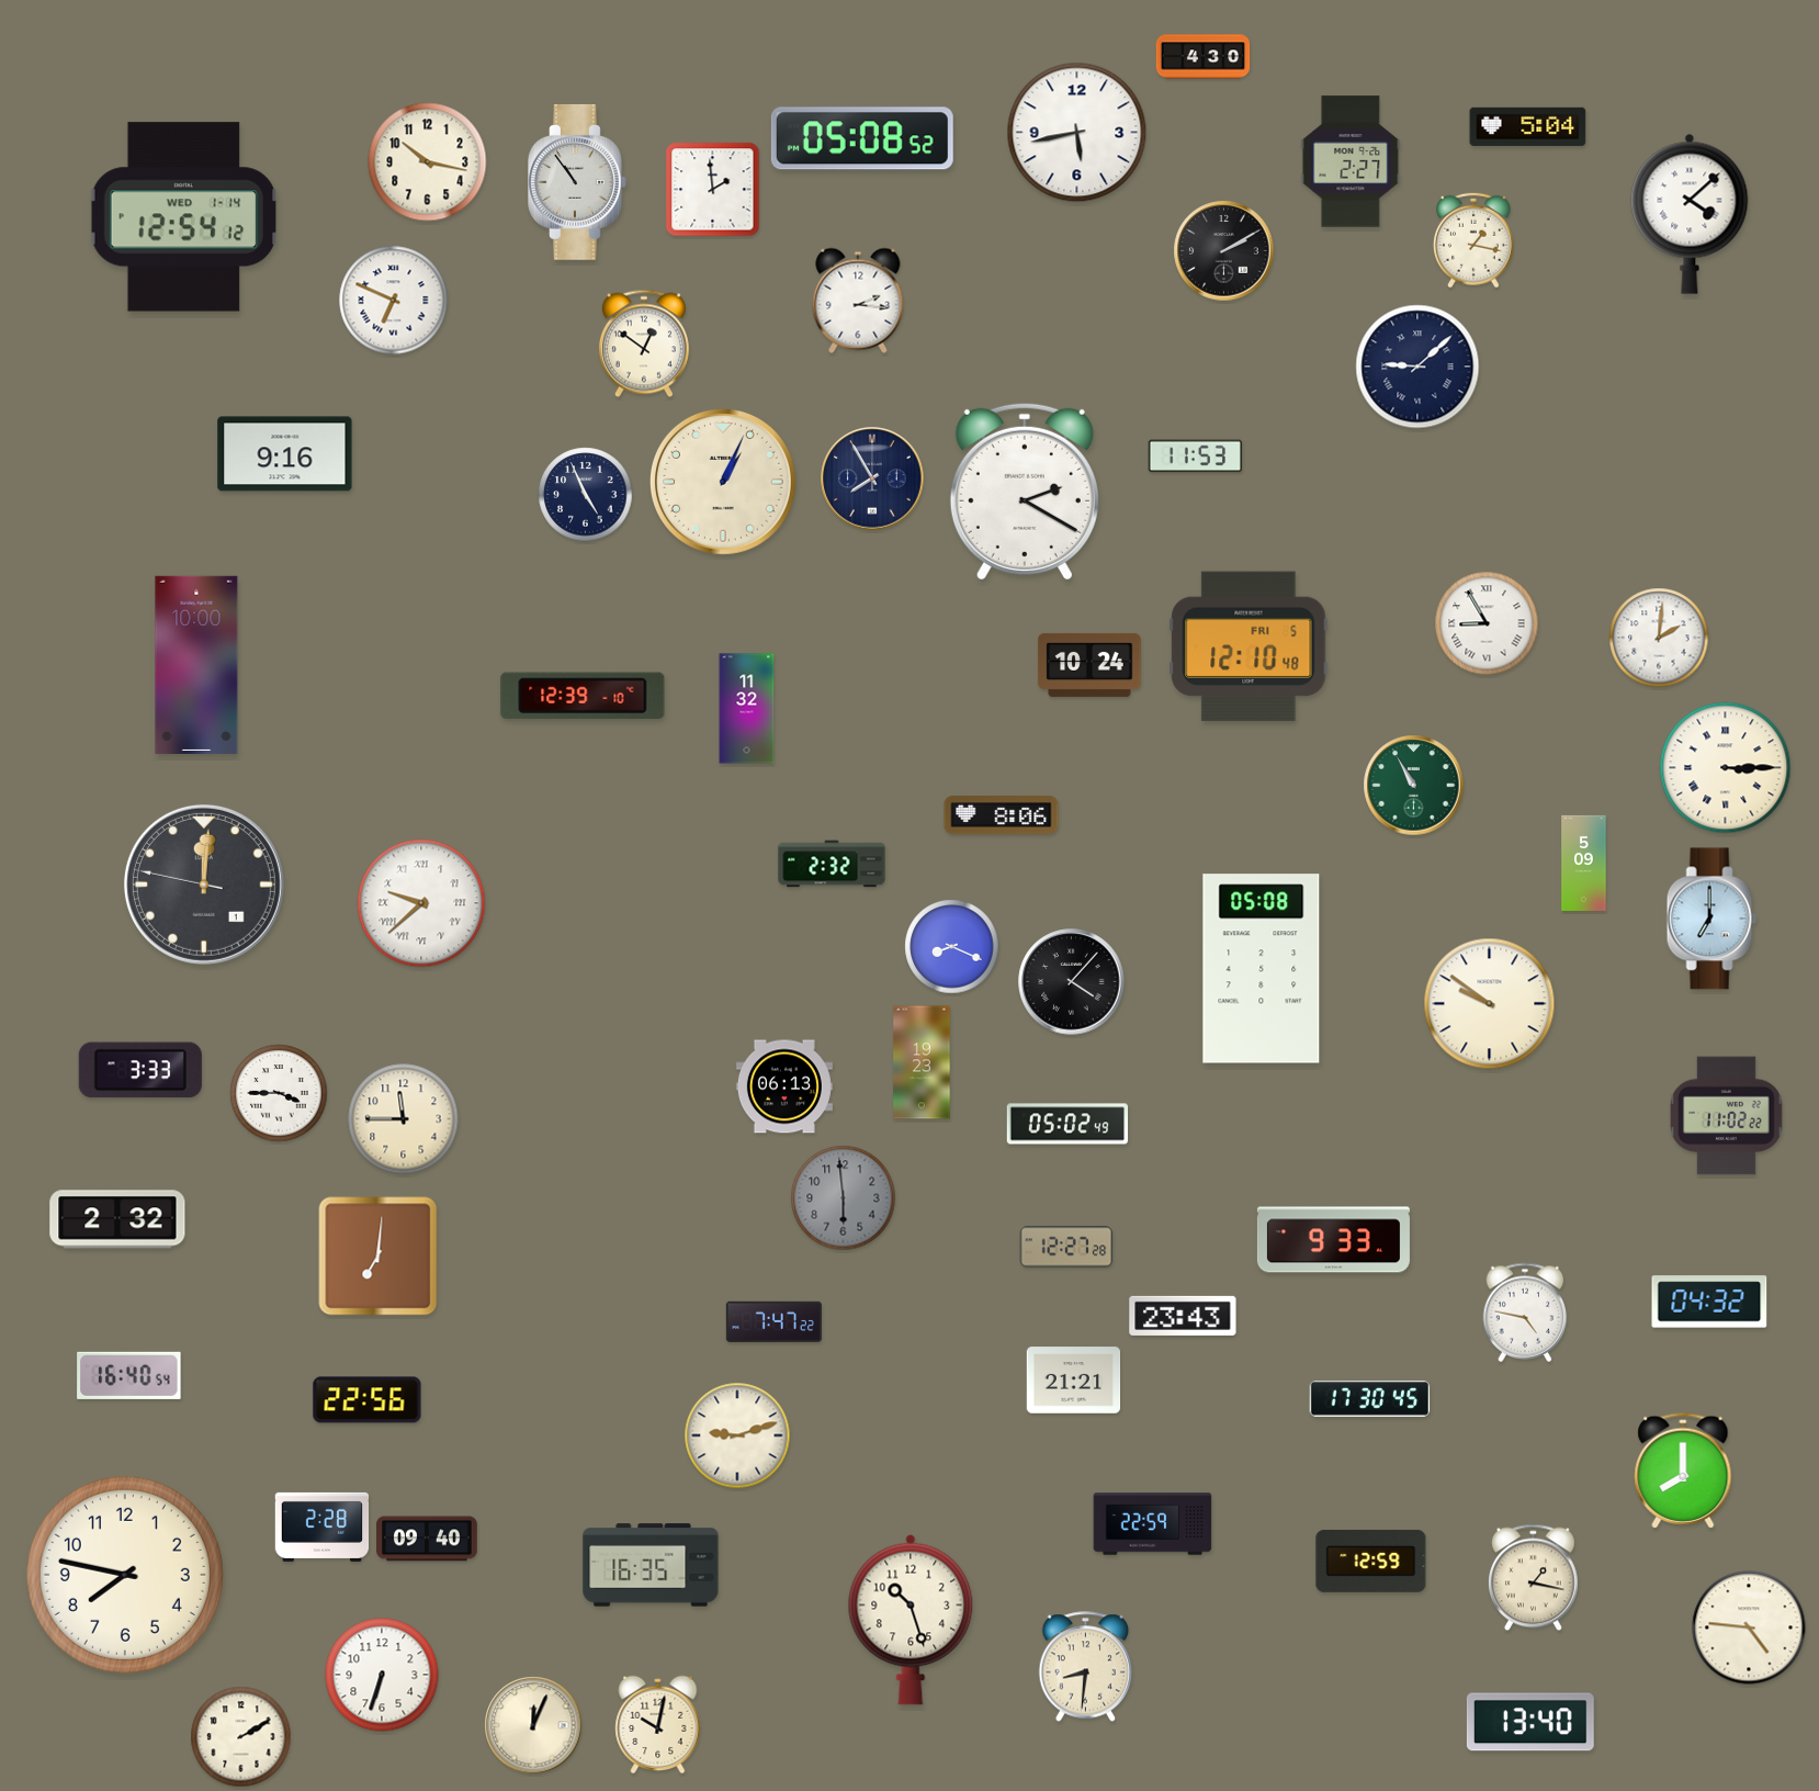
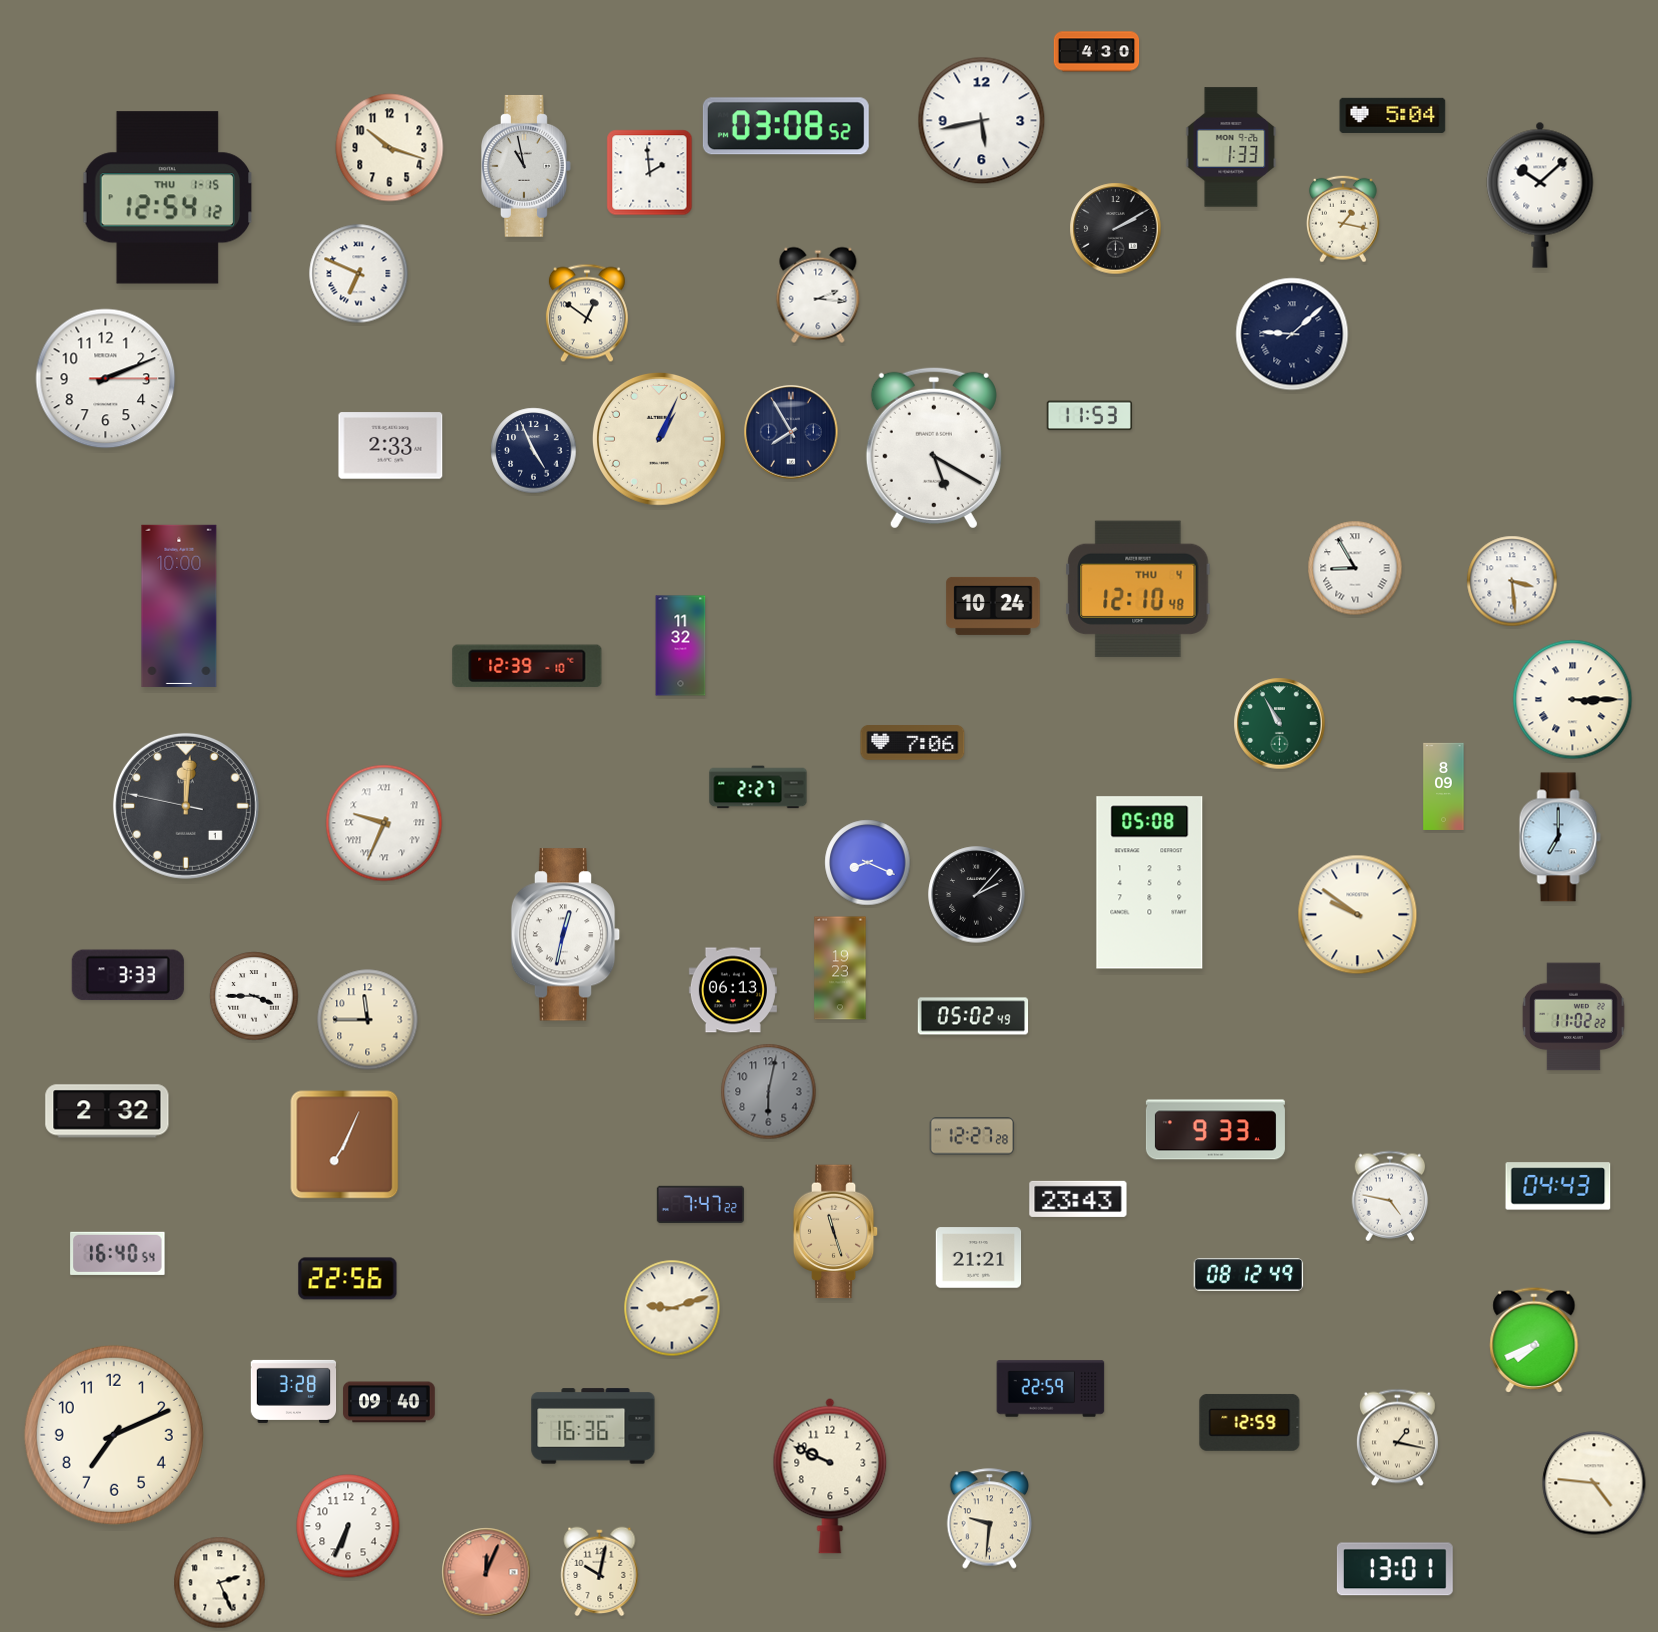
clock at (862, 138): 05:08 -> 03:08
clock at (1351, 161): 2:27 -> 1:33
clock at (428, 162): 10:17 -> 10:18
clock at (578, 182): 10:54 -> 10:58
clock at (1690, 214): 4:08 -> 10:08
clock at (184, 217) date: WED 1-14 -> THU 1-15
clock at (858, 301) position: (858, 301) -> (818, 295)
clock at (106, 379): none -> 2:11
clock at (285, 454): 9:16 -> none
clock at (872, 478) position: (872, 478) -> (791, 432)
clock at (391, 446): none -> 2:33
clock at (1025, 492): 2:20 -> 5:20
clock at (1659, 638): 2:01 -> 3:29
clock at (1249, 646) date: FRI 5 -> THU 4
clock at (583, 696) position: (583, 696) -> (527, 666)
clock at (1414, 786) position: (1414, 786) -> (1280, 724)
clock at (1002, 815): 8:06 -> 7:06
clock at (1584, 863): 5:09 -> 8:09
clock at (832, 864): 2:32 -> 2:27
clock at (421, 903): 9:38 -> 9:34
clock at (1072, 982): 4:07 -> 2:07
clock at (566, 935): none -> 12:32
clock at (784, 1086) position: (784, 1086) -> (733, 990)
clock at (1067, 1124) position: (1067, 1124) -> (973, 1016)
clock at (844, 1198): 5:59 -> 6:02
clock at (379, 1257): 7:01 -> 7:04
clock at (1709, 1302): 04:32 -> 04:43
clock at (773, 1322) position: (773, 1322) -> (700, 1205)
clock at (836, 1232): none -> 11:27
clock at (1370, 1399): 17:30 -> 08:12
clock at (368, 1400) position: (368, 1400) -> (348, 1279)
clock at (1683, 1471): 8:00 -> 7:41
clock at (323, 1527): 2:28 -> 3:28
clock at (651, 1565): 16:35 -> 16:36
clock at (125, 1575): 7:47 -> 7:11
clock at (911, 1620): 10:27 -> 9:49
clock at (1086, 1667): 8:31 -> 9:31
clock at (382, 1675): 6:33 -> 6:34
clock at (1530, 1722): 13:40 -> 13:01
clock at (533, 1725) dial: cream -> salmon
clock at (241, 1737): 2:10 -> 2:26
